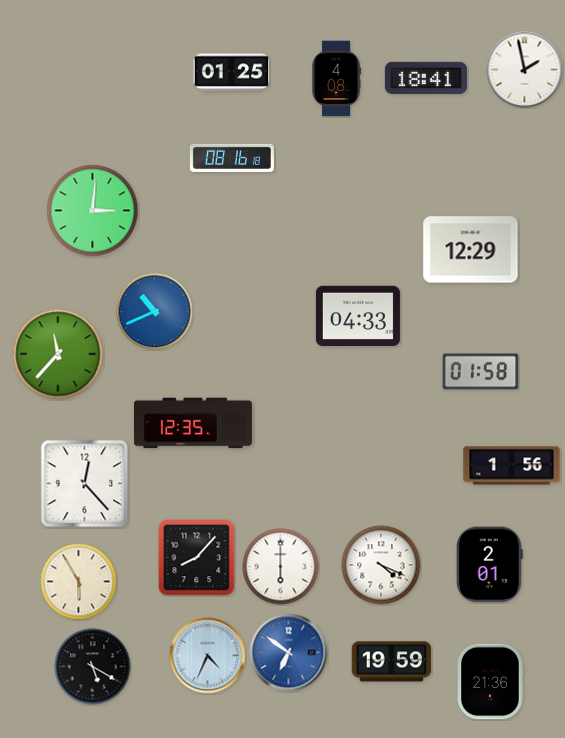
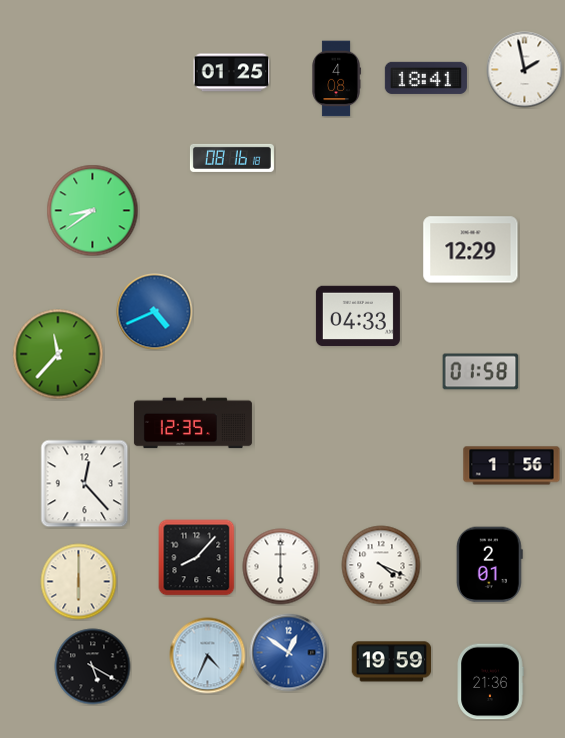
clock at (93, 211): 3:01 -> 8:39
clock at (155, 312): 10:41 -> 4:41
clock at (79, 582): 5:55 -> 6:00
clock at (289, 653): 6:51 -> 12:51
